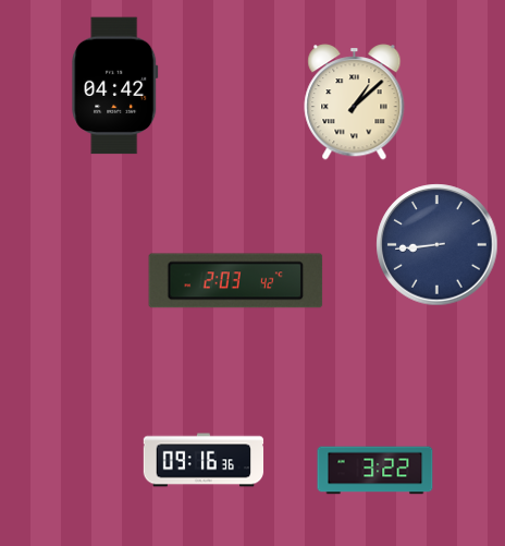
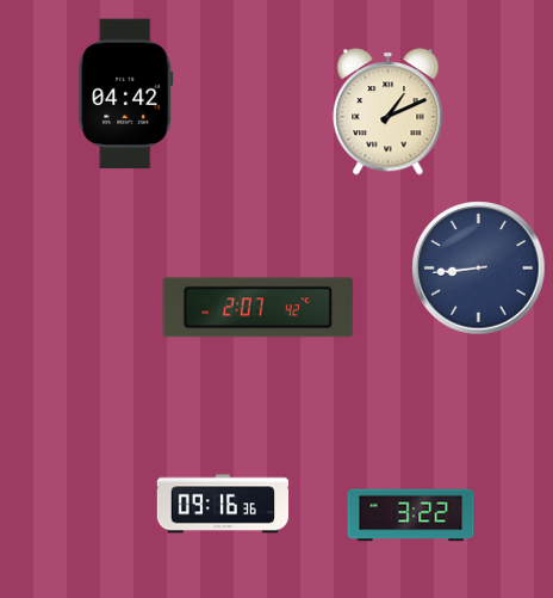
clock at (355, 102): 1:08 -> 1:11
clock at (236, 281): 2:03 -> 2:07
